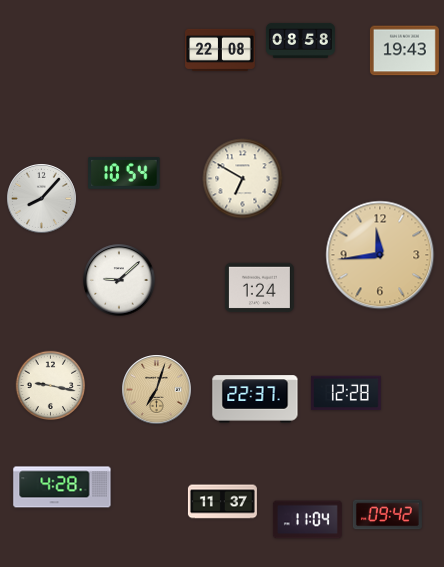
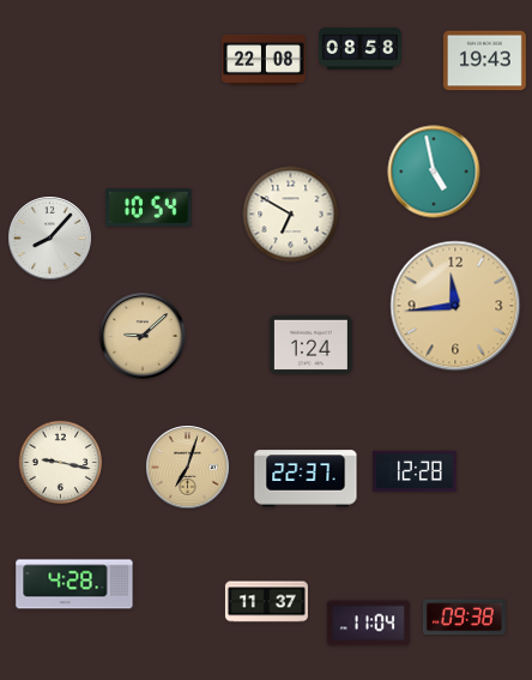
clock at (434, 171): none -> 4:58
clock at (119, 280) dial: white -> champagne
clock at (387, 515): 09:42 -> 09:38
